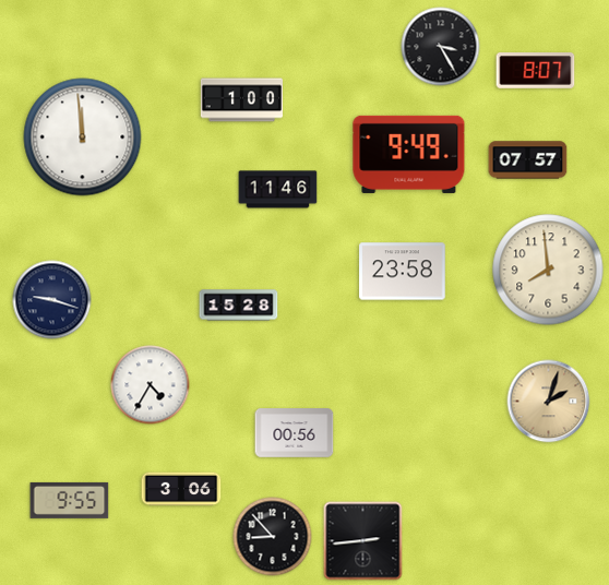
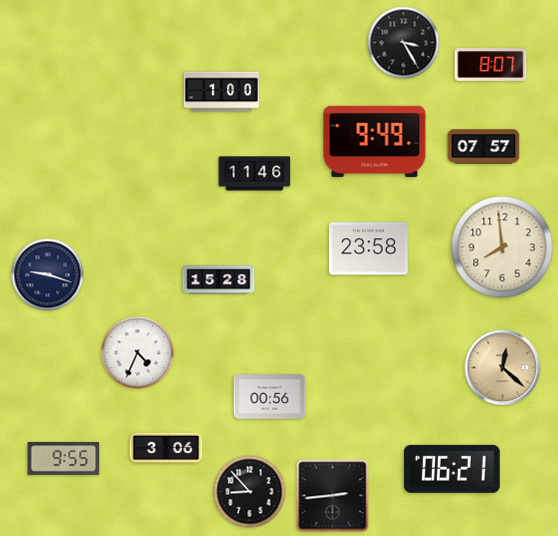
clock at (83, 138): 11:59 -> none
clock at (151, 385): 4:35 -> 4:34
clock at (549, 402): 2:03 -> 12:22
clock at (452, 469): none -> 06:21
